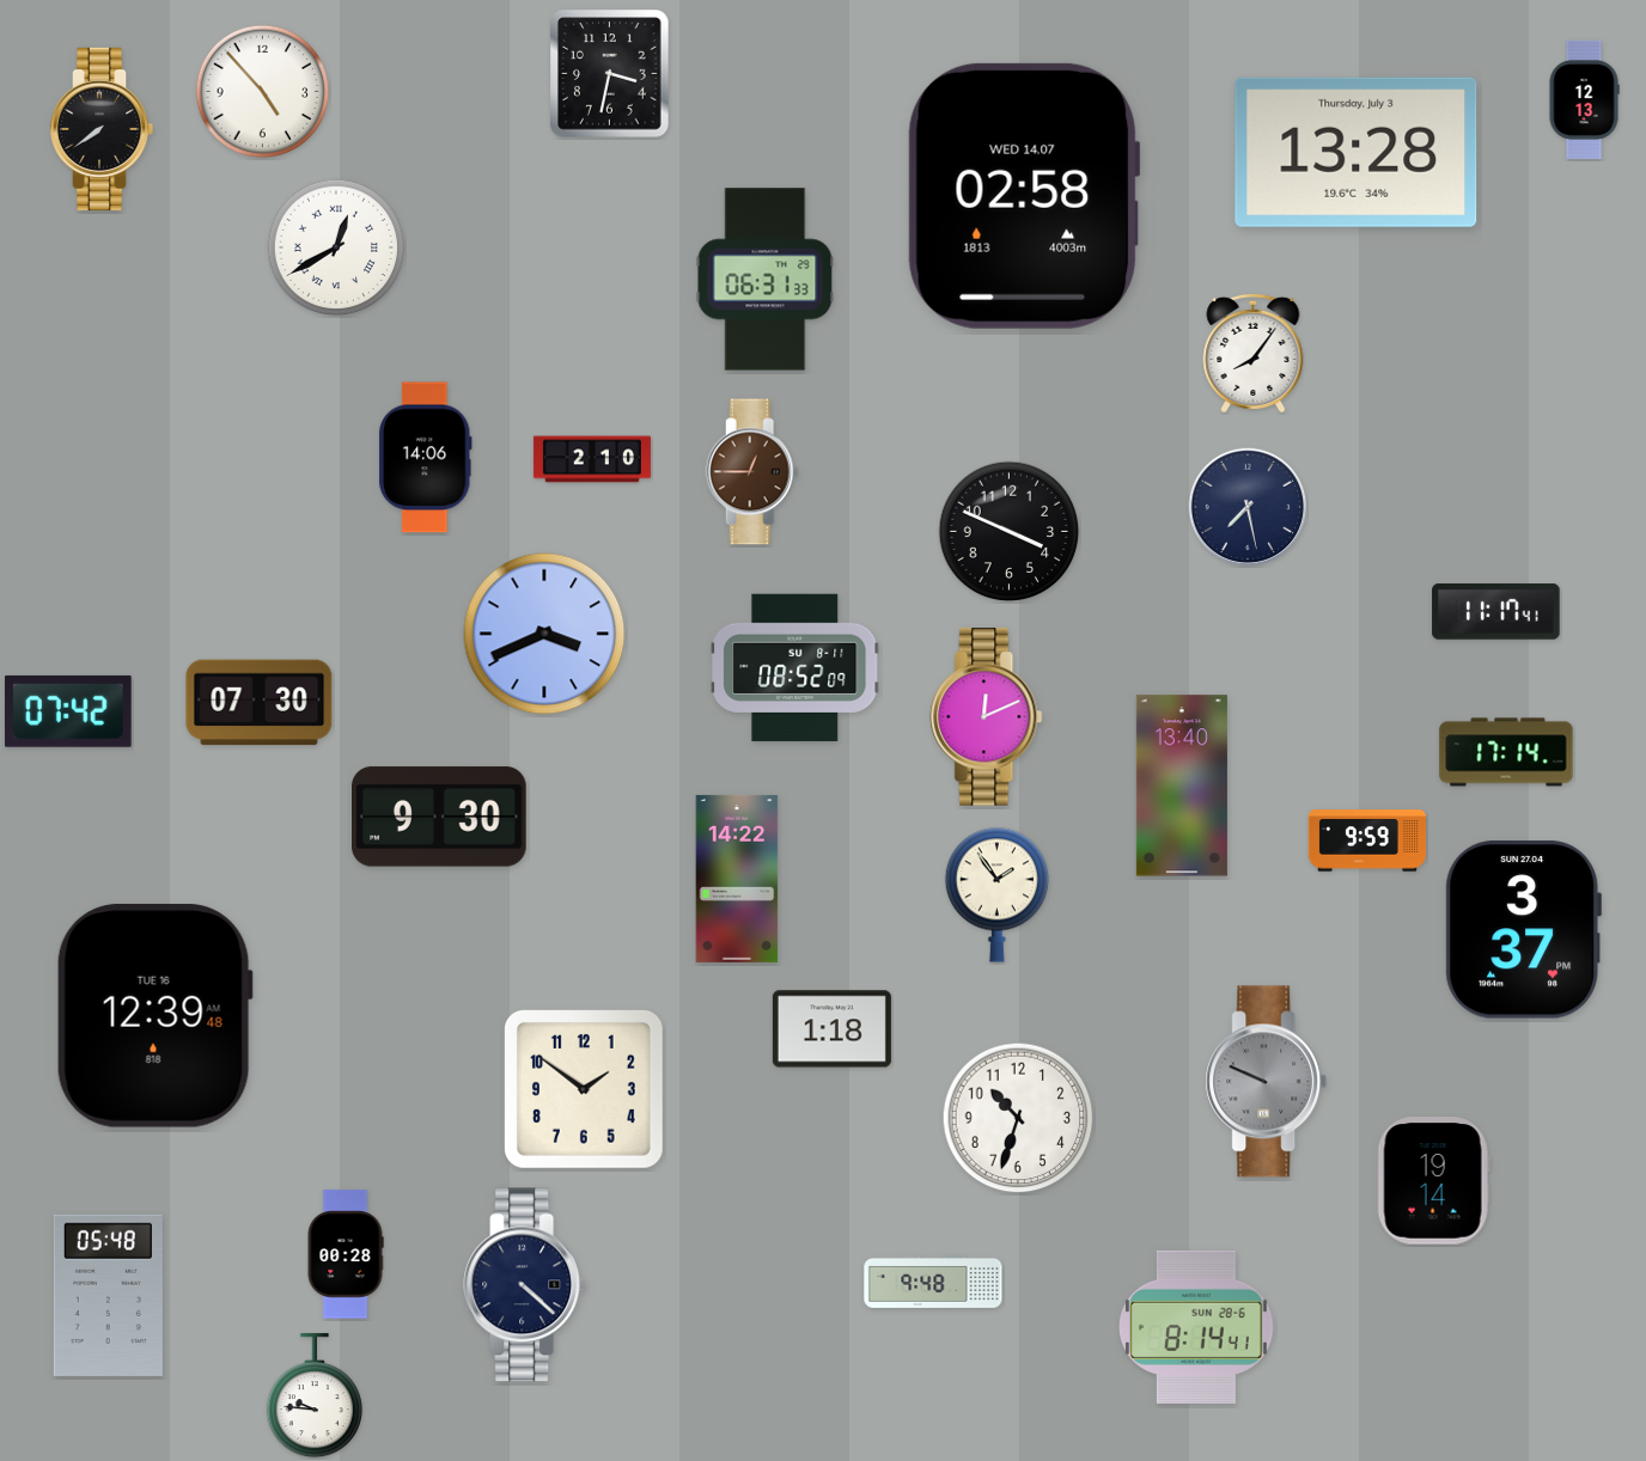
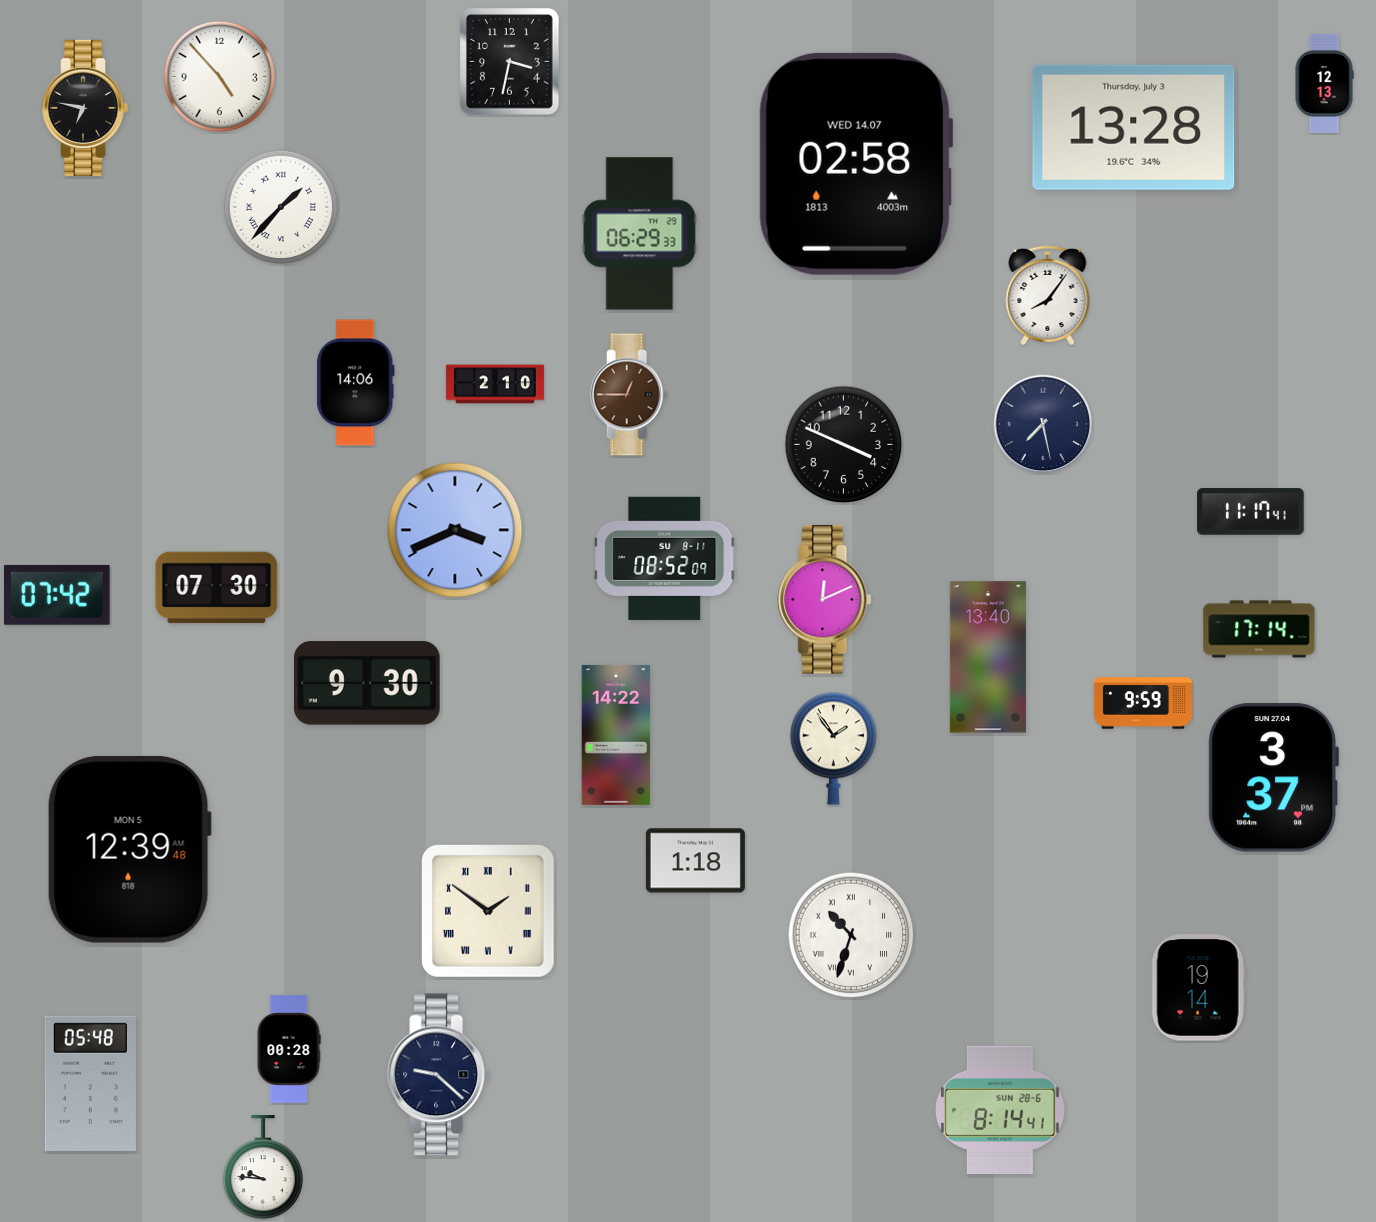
clock at (102, 129): 7:39 -> 6:47
clock at (336, 247): 12:40 -> 1:37
clock at (766, 280): 06:31 -> 06:29
clock at (154, 1015) date: TUE 16 -> MON 5
clock at (1267, 1082): 9:49 -> none
clock at (584, 1089) numerals: Arabic -> Roman
clock at (1018, 1118) numerals: Arabic -> Roman
clock at (933, 1282): 9:48 -> none
clock at (525, 1285): 4:22 -> 9:22
